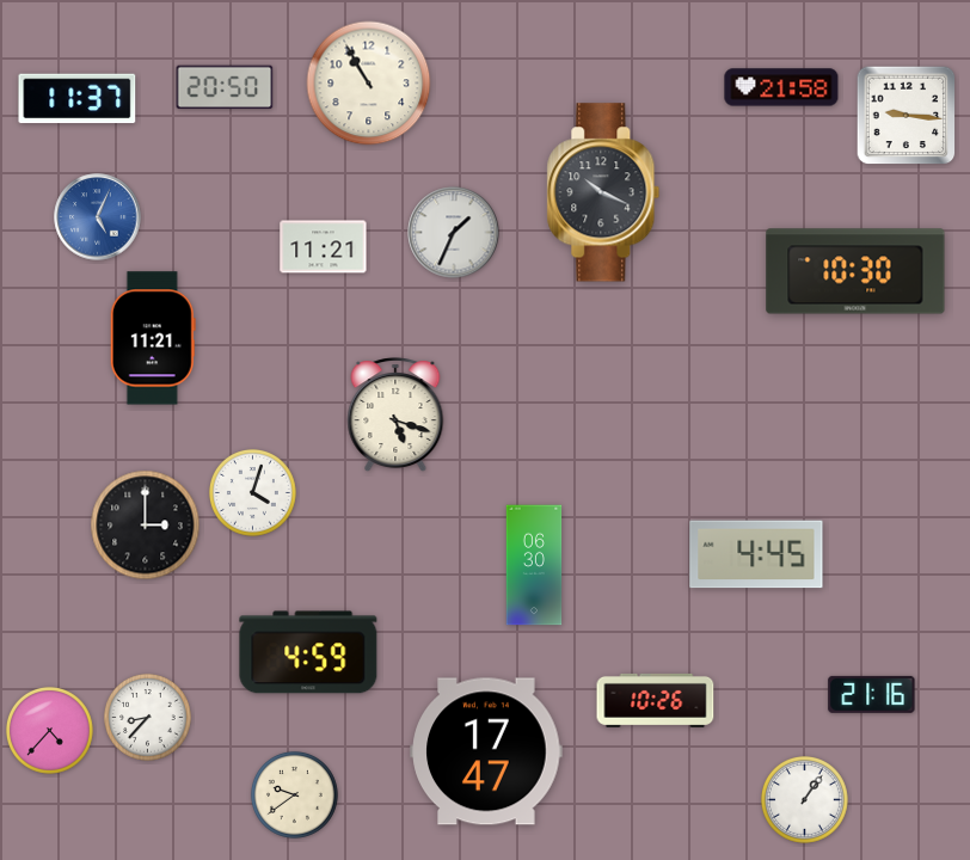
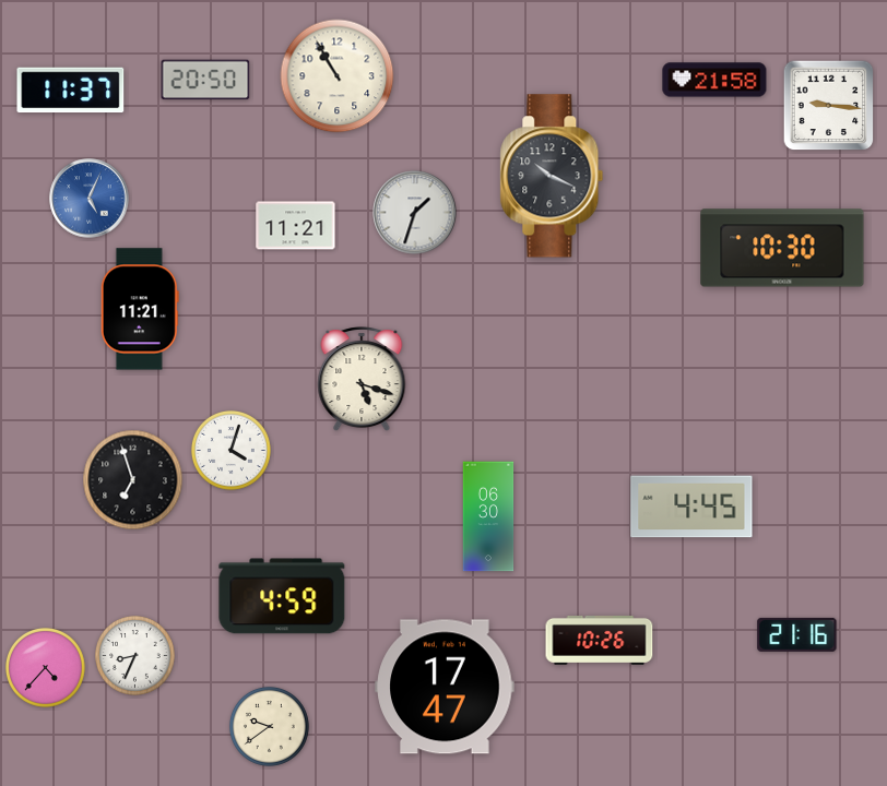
clock at (454, 233): 1:34 -> 1:33
clock at (146, 526): 3:00 -> 6:57
clock at (147, 717): 8:37 -> 8:34
clock at (804, 799): 1:06 -> none
